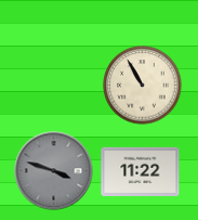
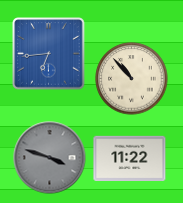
clock at (49, 54): none -> 6:44
clock at (143, 86): 10:55 -> 10:53
